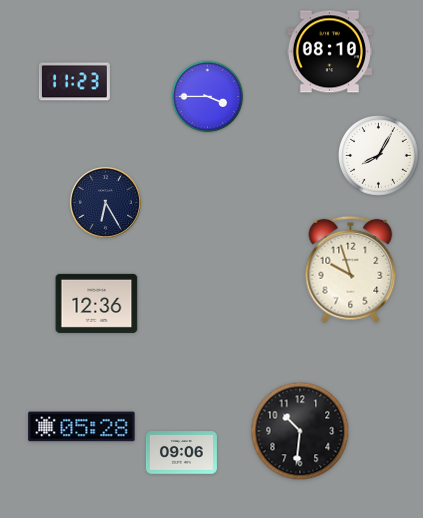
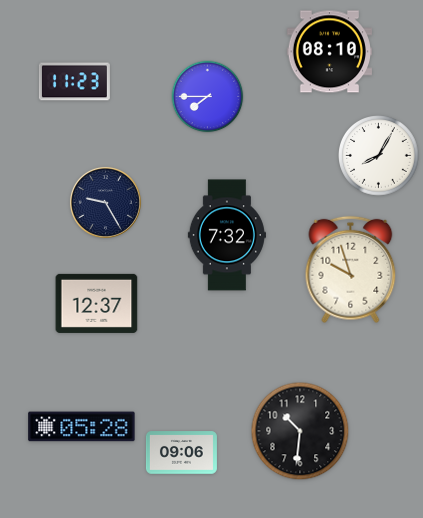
clock at (208, 97): 3:45 -> 7:45
clock at (105, 202): 6:25 -> 9:25
clock at (227, 235): none -> 7:32
clock at (97, 303): 12:36 -> 12:37
